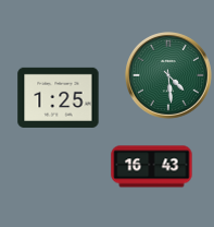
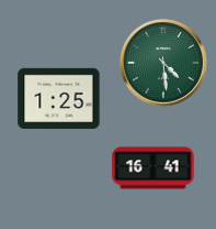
clock at (169, 76) position: (169, 76) -> (164, 64)
clock at (152, 167): 16:43 -> 16:41
